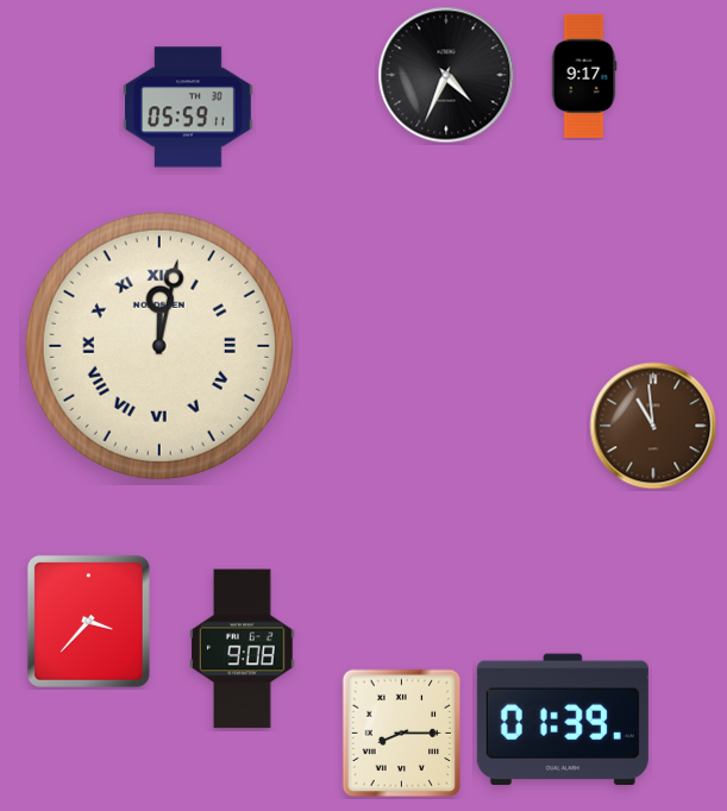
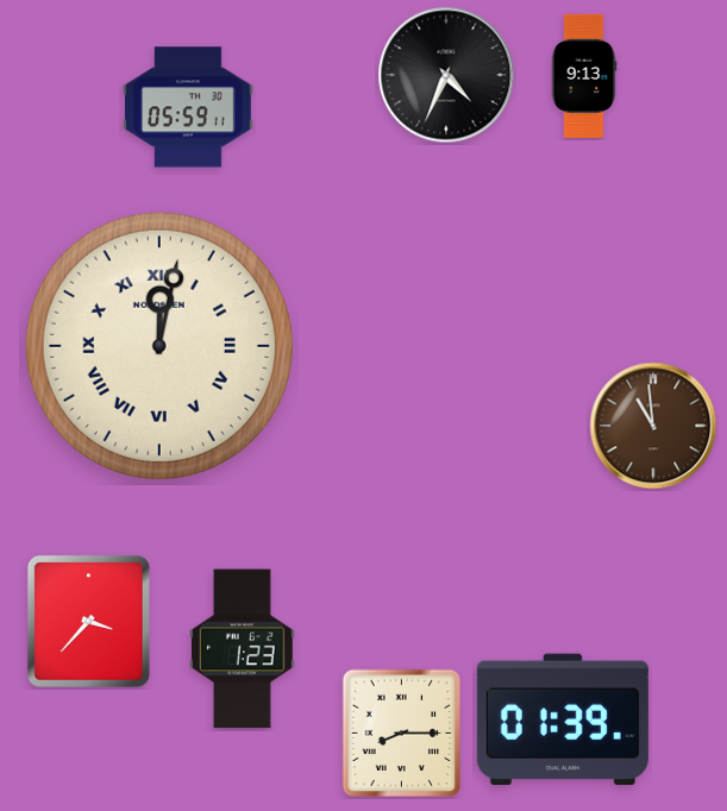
clock at (584, 76): 9:17 -> 9:13
clock at (243, 649): 9:08 -> 1:23
